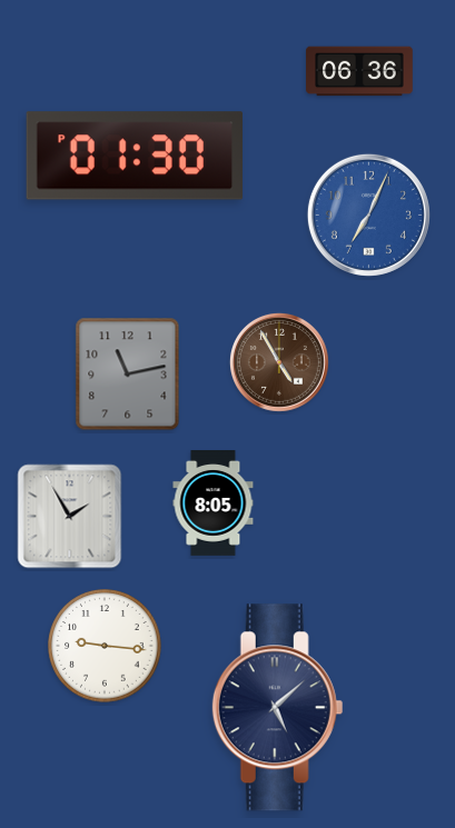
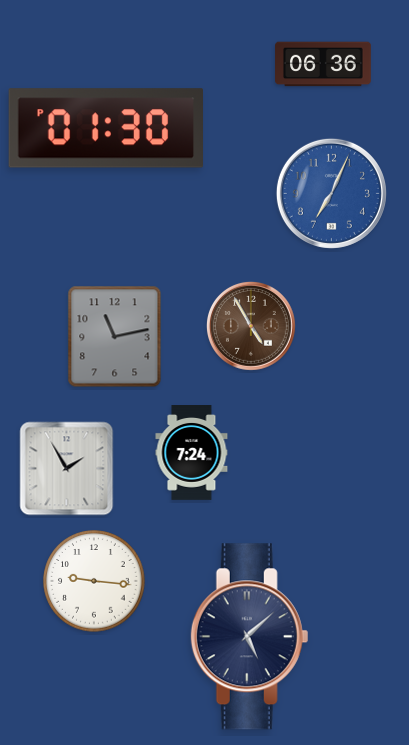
clock at (133, 156) position: (133, 156) -> (105, 128)
clock at (214, 503): 8:05 -> 7:24
clock at (70, 517) position: (70, 517) -> (67, 469)
